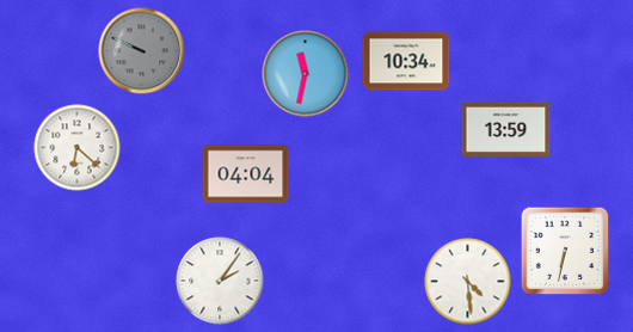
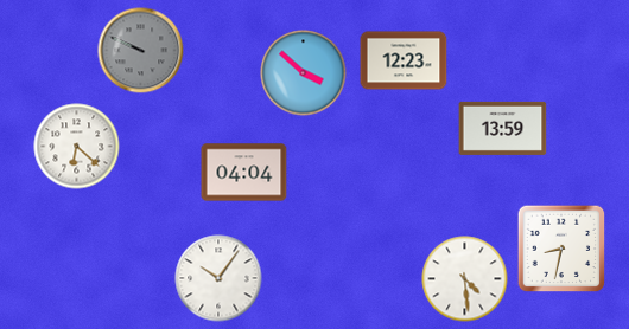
clock at (406, 61): 10:34 -> 12:23
clock at (306, 74): 11:32 -> 3:52
clock at (565, 251): 6:32 -> 8:32
clock at (220, 281): 2:06 -> 10:06
